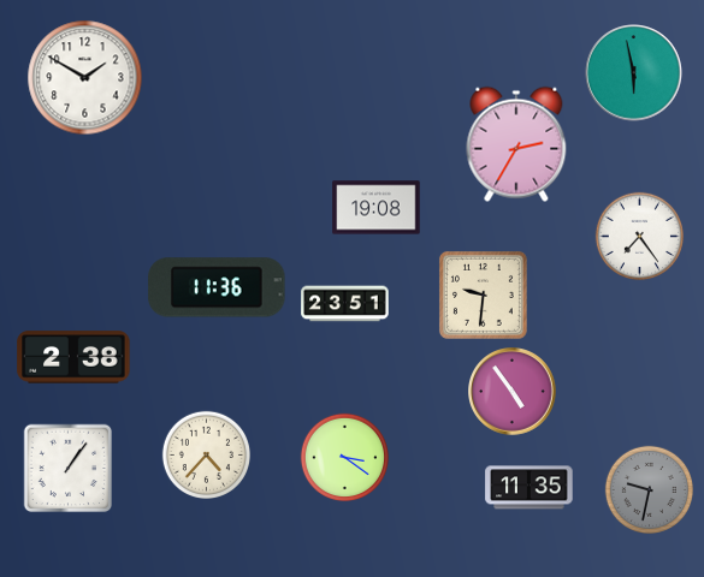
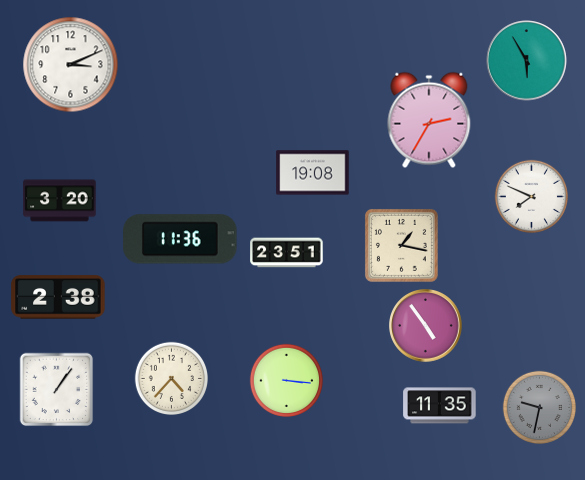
clock at (634, 73): 5:58 -> 5:55
clock at (85, 78): 1:50 -> 3:11
clock at (639, 236): 7:24 -> 7:49
clock at (60, 201): none -> 3:20
clock at (483, 295): 9:31 -> 1:17
clock at (73, 357) position: (73, 357) -> (58, 297)
clock at (344, 457): 3:21 -> 3:16
